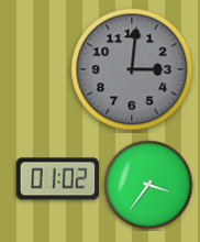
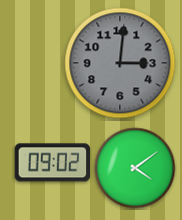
clock at (58, 179): 01:02 -> 09:02
clock at (148, 185): 3:36 -> 4:09
